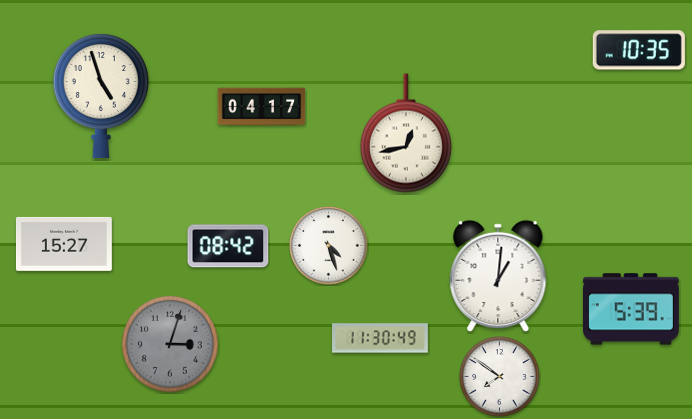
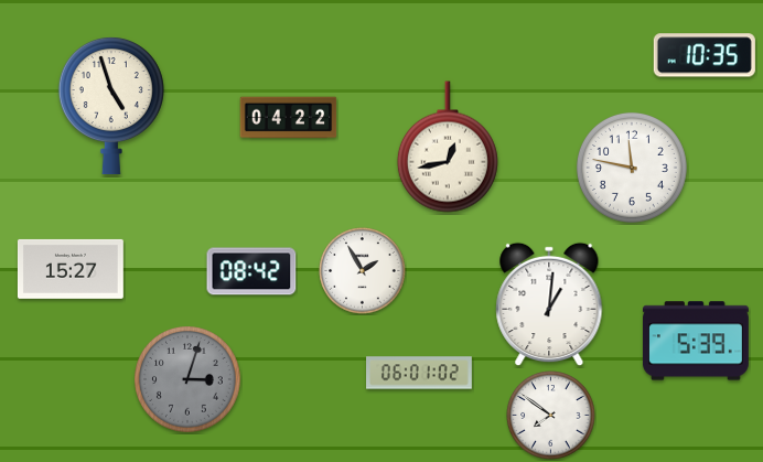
clock at (262, 107): 04:17 -> 04:22
clock at (632, 168): none -> 11:47
clock at (329, 246): 4:27 -> 1:55
clock at (381, 338): 11:30 -> 06:01
